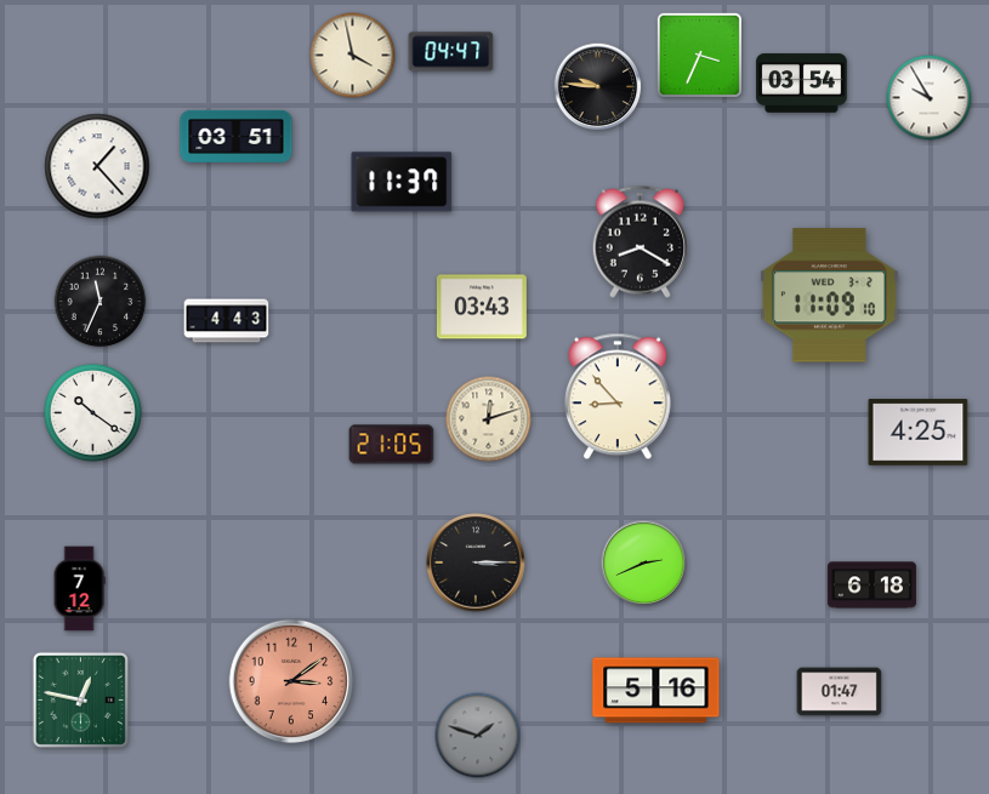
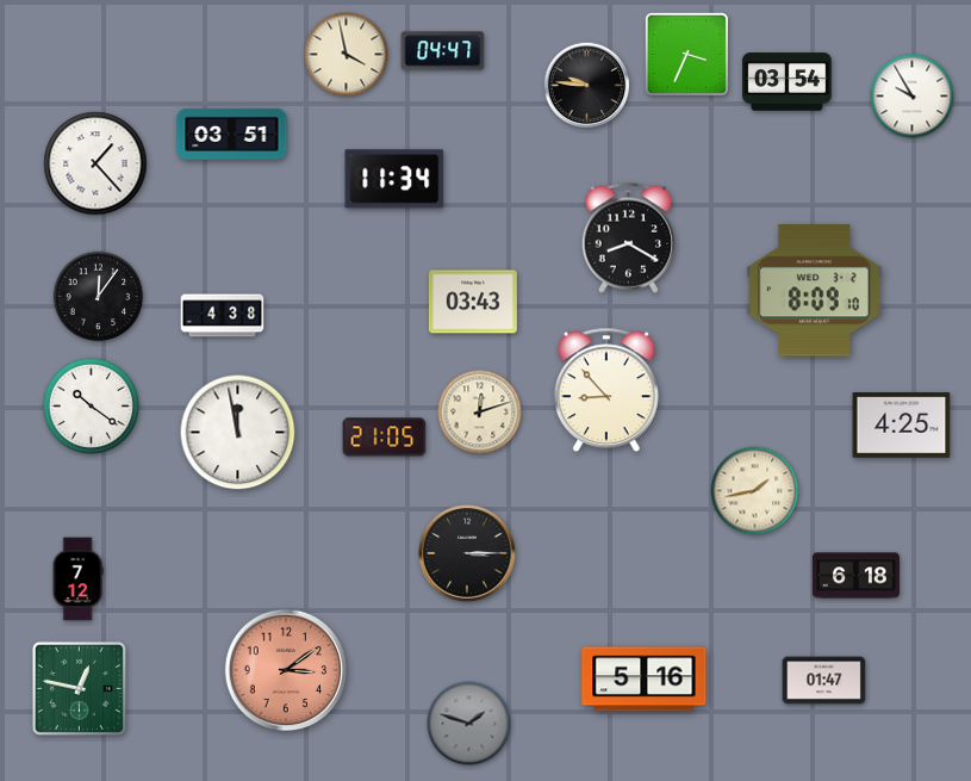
clock at (402, 182): 11:37 -> 11:34
clock at (829, 296): 11:09 -> 8:09
clock at (101, 302): 11:34 -> 12:06
clock at (227, 321): 4:43 -> 4:38
clock at (238, 433): none -> 11:58
clock at (755, 491): none -> 1:43
clock at (644, 564): 2:41 -> none
